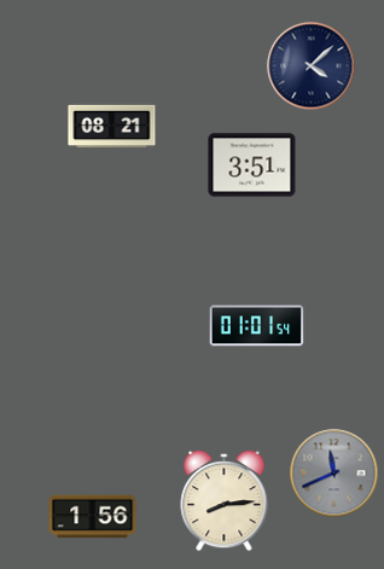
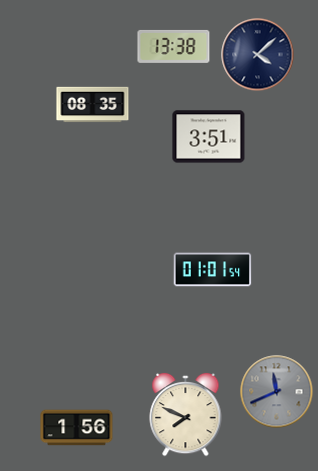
clock at (174, 46): none -> 13:38
clock at (112, 127): 08:21 -> 08:35
clock at (225, 501): 8:14 -> 7:49
